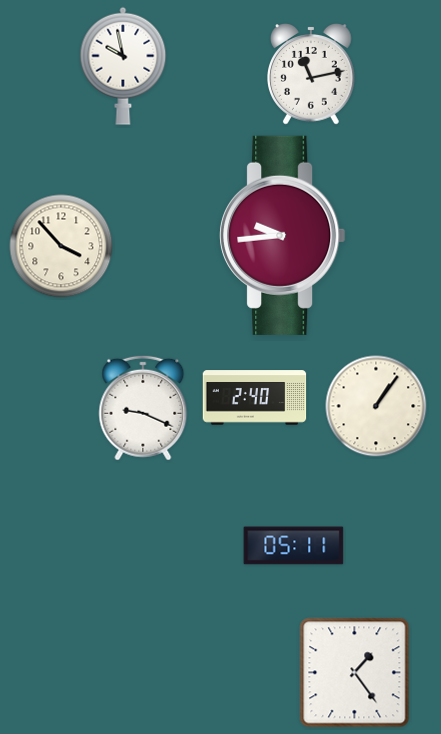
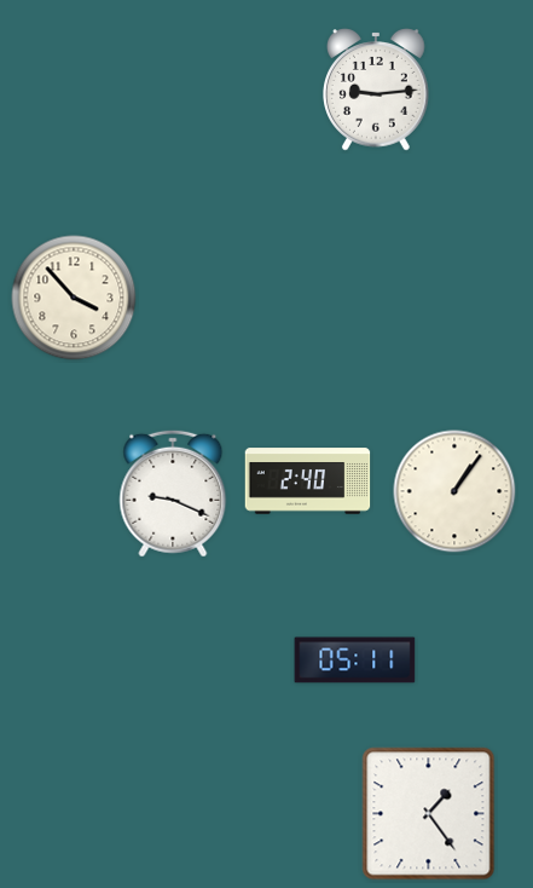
clock at (123, 66): 9:58 -> none
clock at (312, 74): 11:13 -> 9:14
clock at (283, 235): 9:44 -> none
